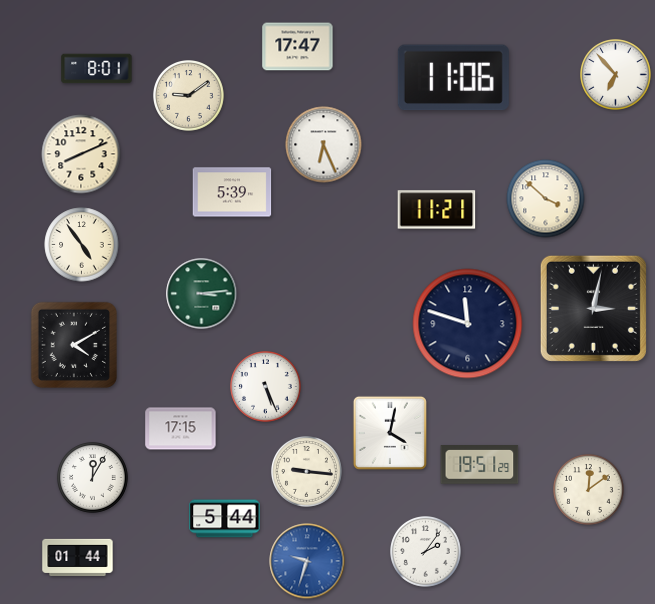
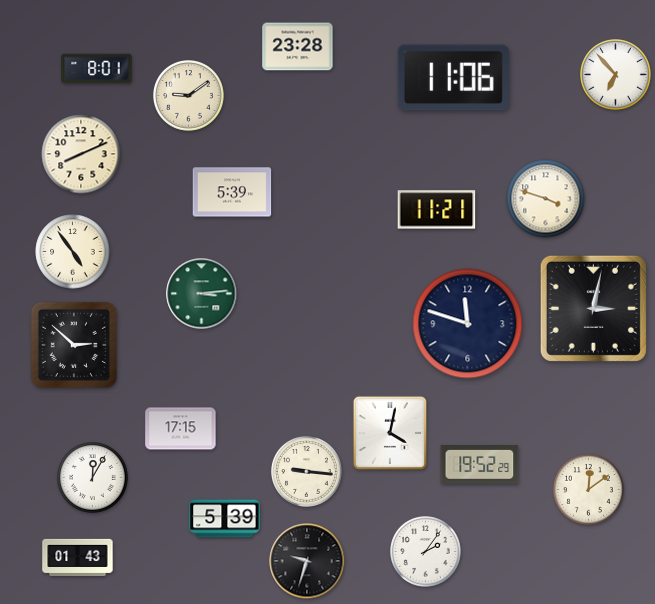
clock at (298, 47): 17:47 -> 23:28
clock at (324, 145): 6:26 -> none
clock at (546, 199): 3:52 -> 3:48
clock at (82, 245) position: (82, 245) -> (73, 252)
clock at (74, 345): 4:10 -> 2:52
clock at (266, 387): 5:26 -> none
clock at (480, 465): 19:51 -> 19:52
clock at (225, 519): 5:44 -> 5:39
clock at (78, 557): 01:44 -> 01:43
clock at (307, 561) dial: blue -> black
